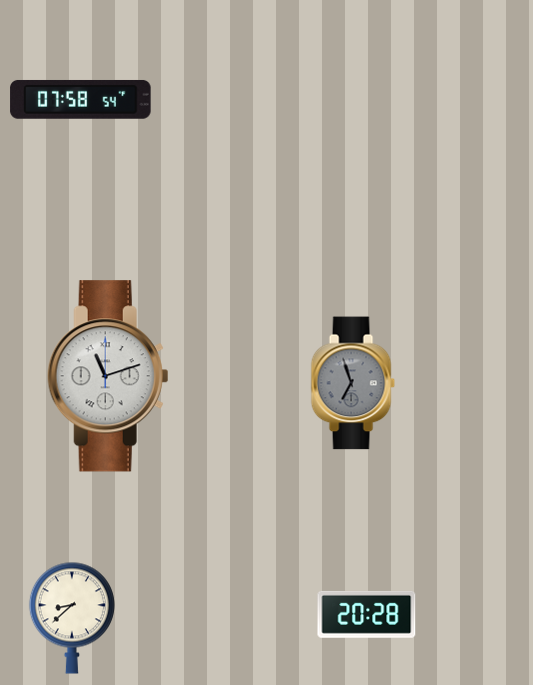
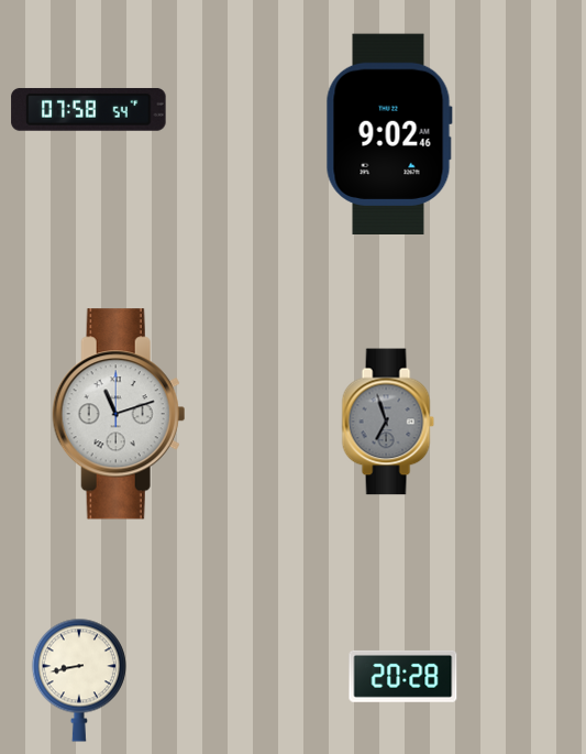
clock at (389, 133): none -> 9:02
clock at (72, 618): 8:38 -> 8:43
